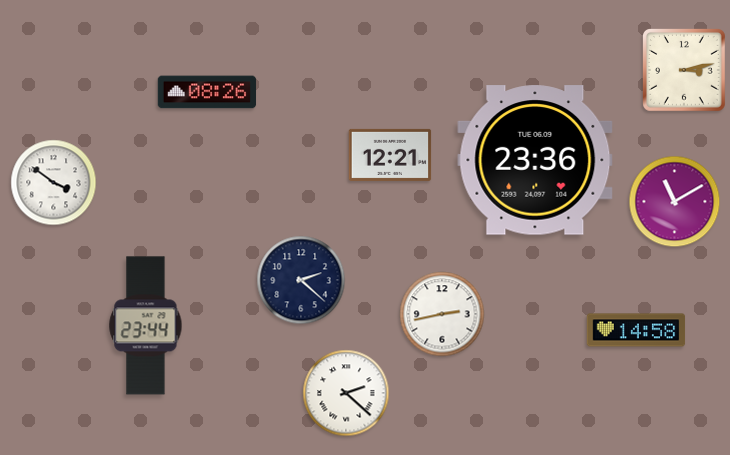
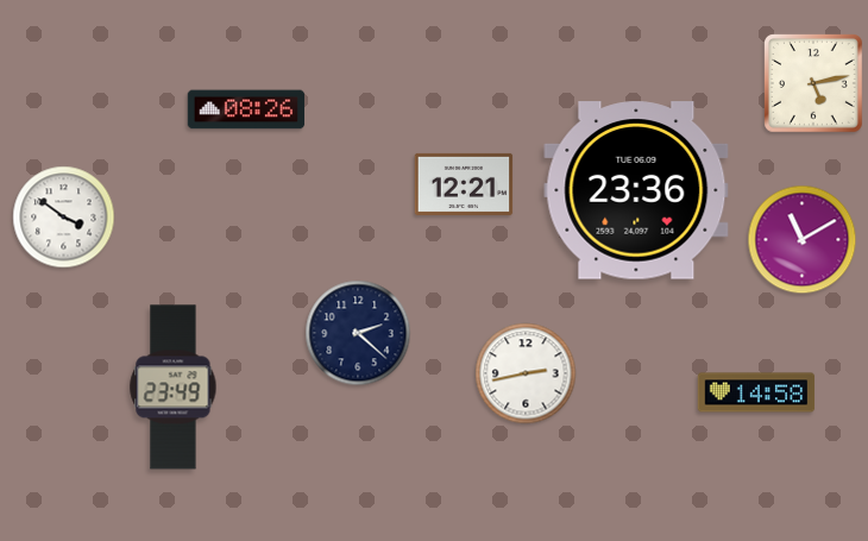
clock at (685, 71): 3:13 -> 5:13
clock at (146, 326): 23:44 -> 23:49
clock at (346, 393): 2:22 -> none
